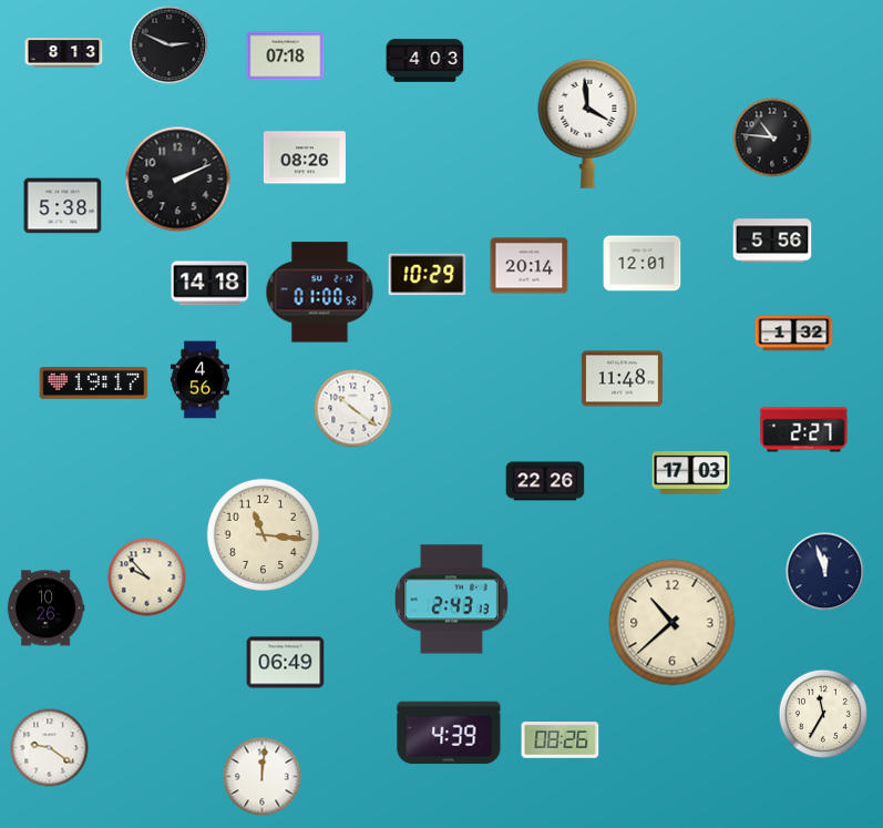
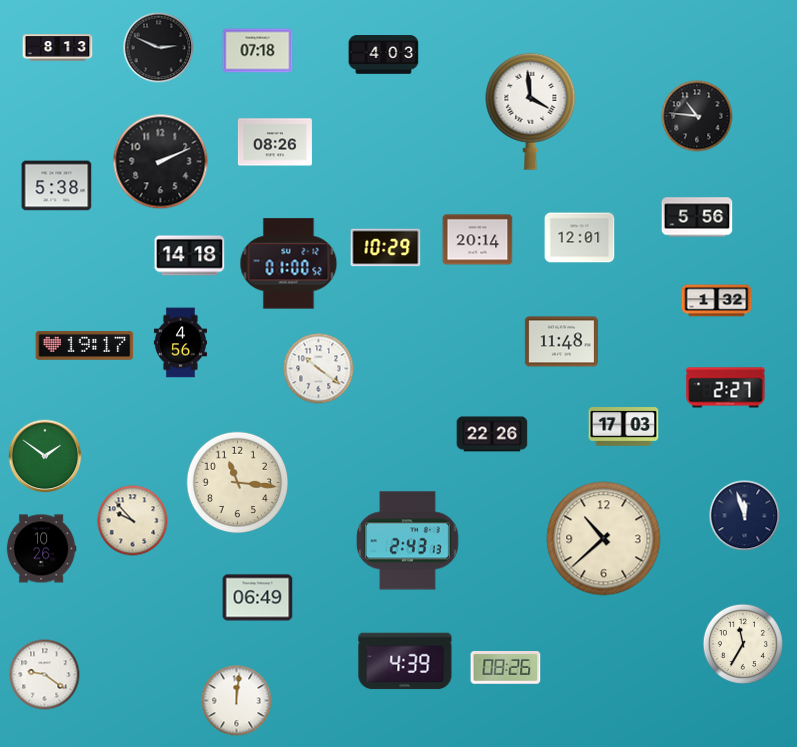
clock at (170, 45) position: (170, 45) -> (159, 48)
clock at (772, 137) position: (772, 137) -> (697, 116)
clock at (45, 456): none -> 1:51
clock at (672, 623) position: (672, 623) -> (604, 539)
